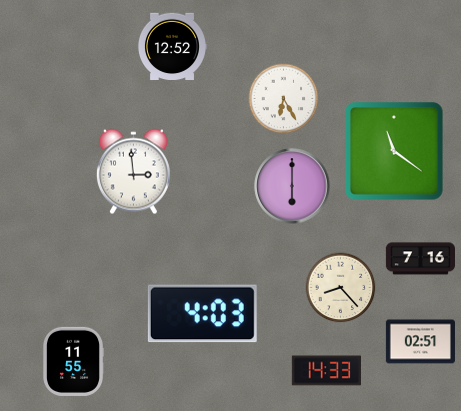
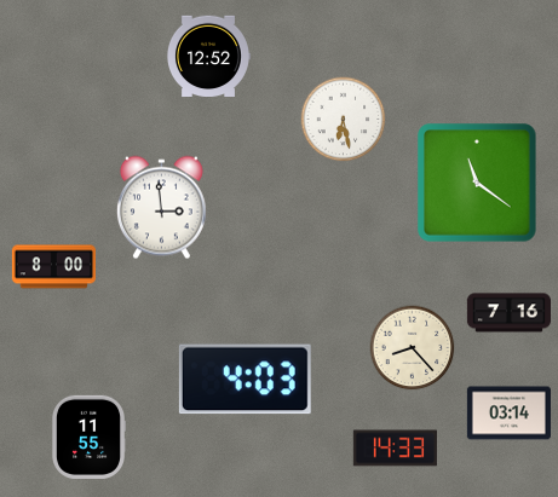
clock at (284, 99): 6:25 -> 6:28
clock at (292, 186): 6:00 -> none
clock at (53, 267): none -> 8:00
clock at (420, 342): 02:51 -> 03:14
